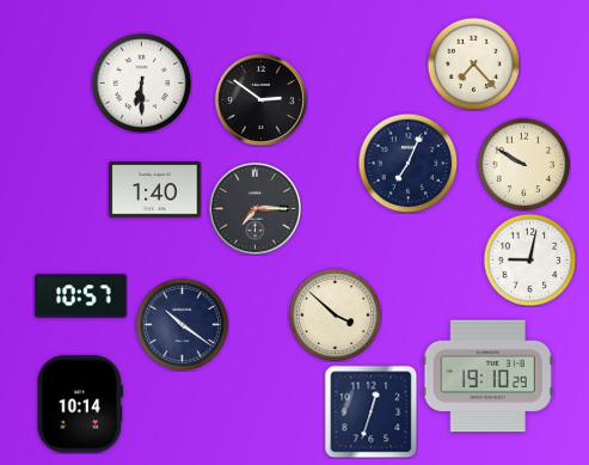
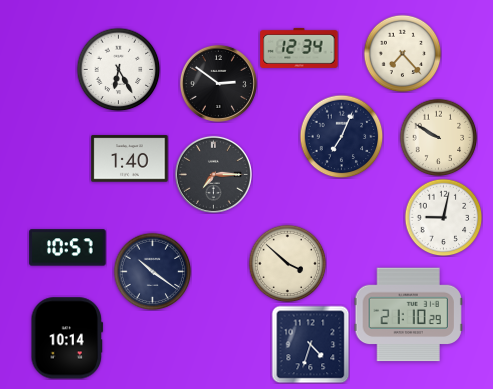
clock at (299, 48): none -> 12:34
clock at (473, 63) position: (473, 63) -> (402, 53)
clock at (141, 82): 6:30 -> 6:25
clock at (335, 314) position: (335, 314) -> (287, 263)
clock at (487, 377): 19:10 -> 21:10
clock at (370, 411): 12:33 -> 4:33
